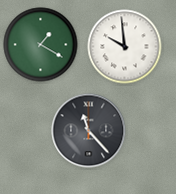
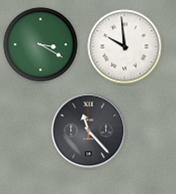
clock at (41, 45): 1:20 -> 3:20
